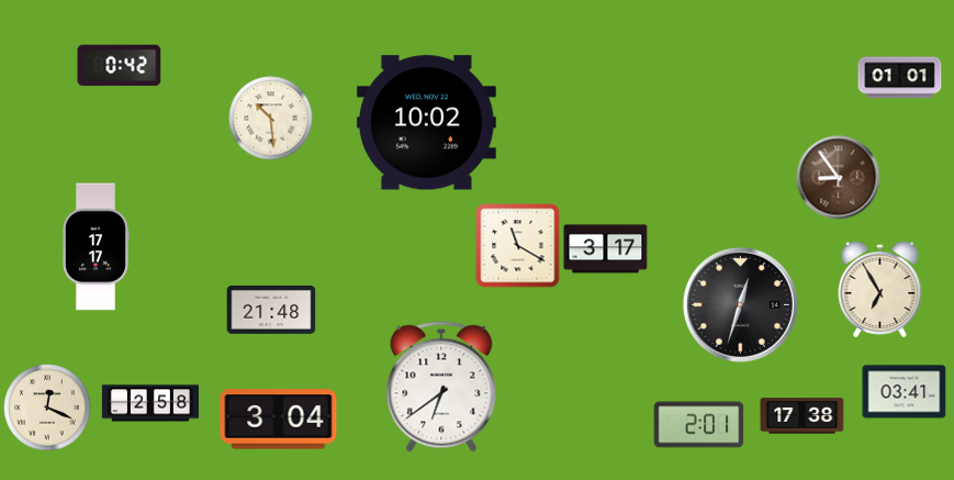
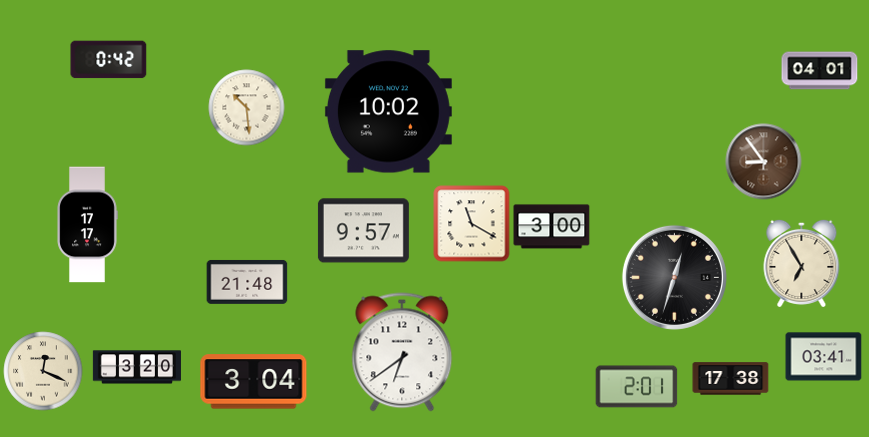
clock at (900, 78): 01:01 -> 04:01
clock at (606, 249): 3:17 -> 3:00
clock at (363, 231): none -> 9:57
clock at (150, 403): 2:58 -> 3:20
